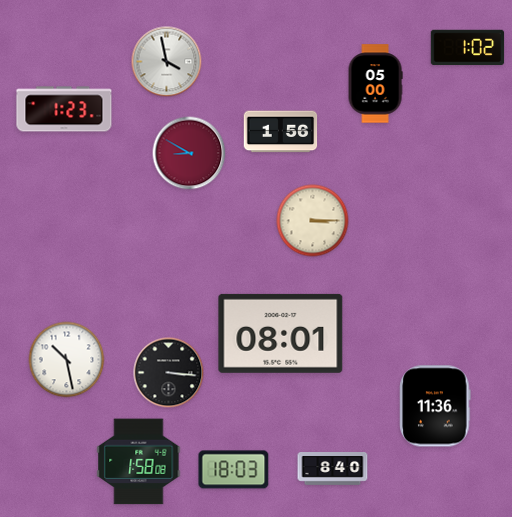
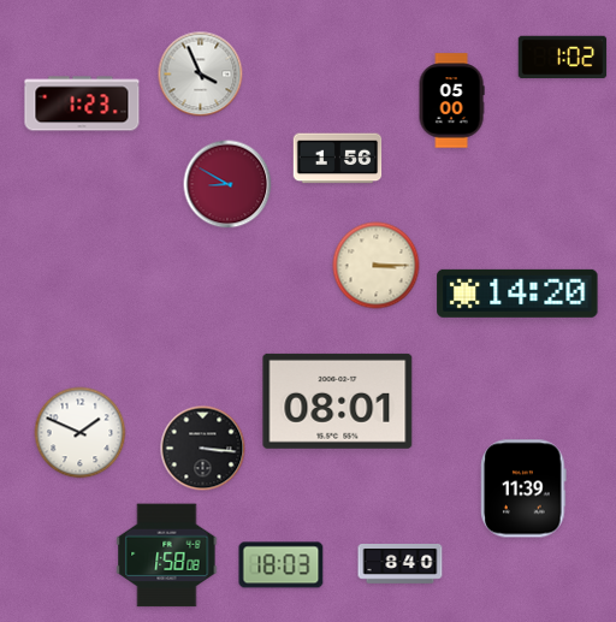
clock at (167, 62): 3:58 -> 3:56
clock at (64, 109) position: (64, 109) -> (82, 103)
clock at (517, 294): none -> 14:20
clock at (67, 360): 10:28 -> 1:49
clock at (435, 406): 11:36 -> 11:39
